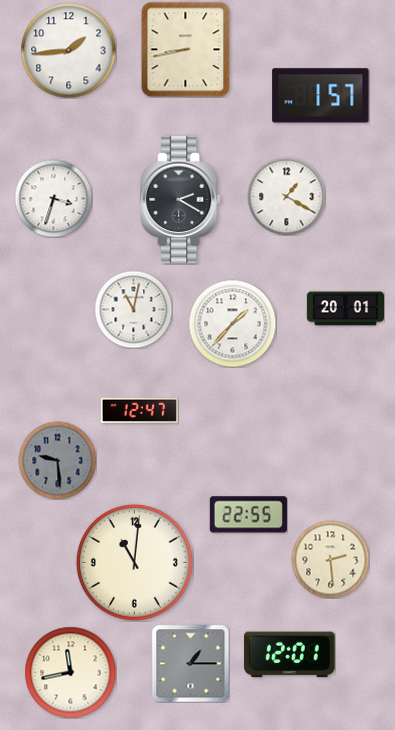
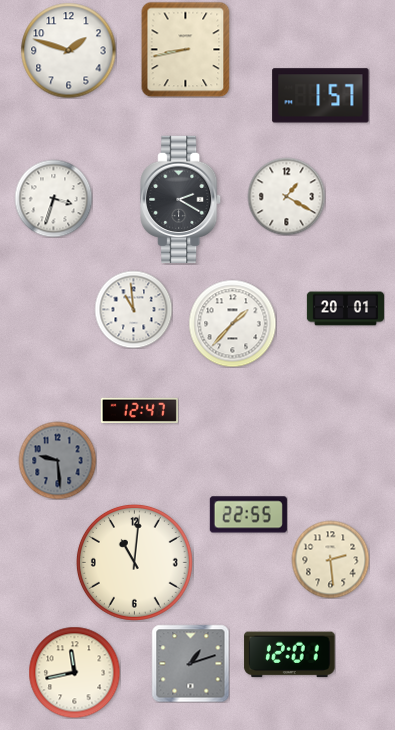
clock at (68, 50): 1:44 -> 1:48
clock at (133, 309): 11:02 -> 10:59
clock at (190, 663): 1:15 -> 1:12
clock at (70, 672) position: (70, 672) -> (74, 672)
